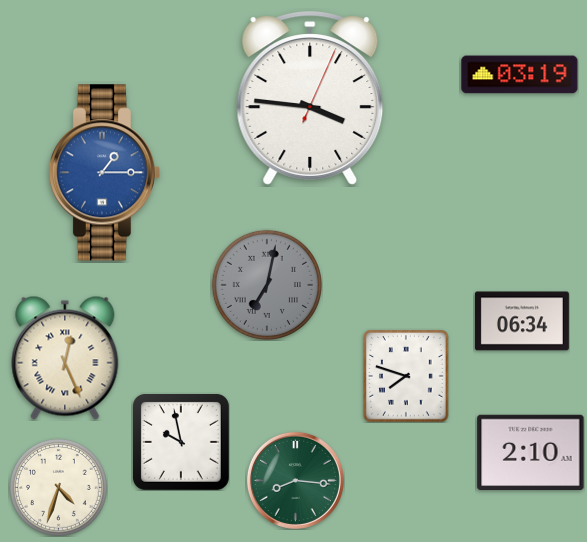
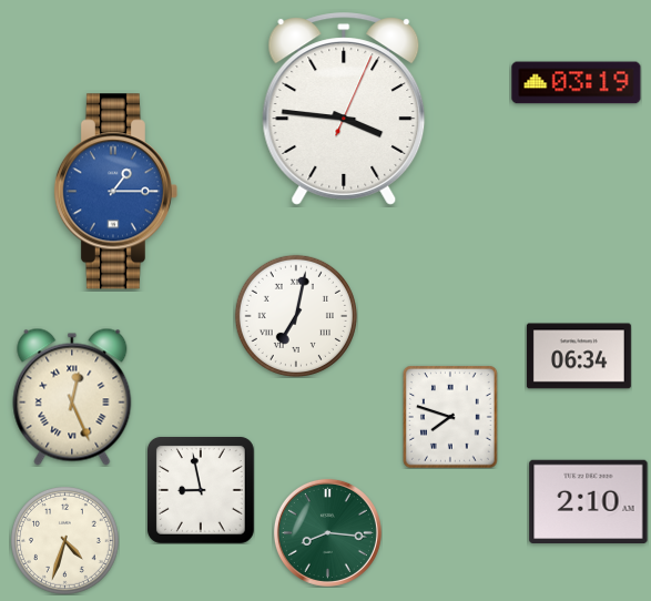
clock at (267, 285) dial: grey -> white
clock at (181, 442): 9:58 -> 8:58
